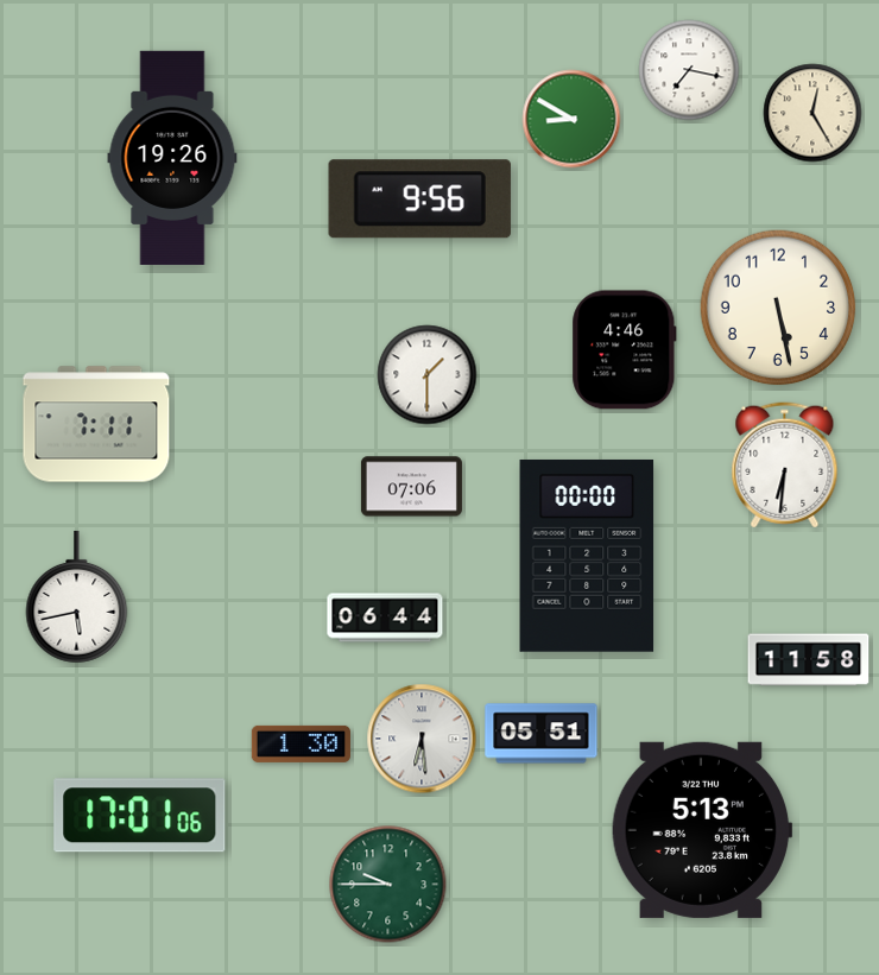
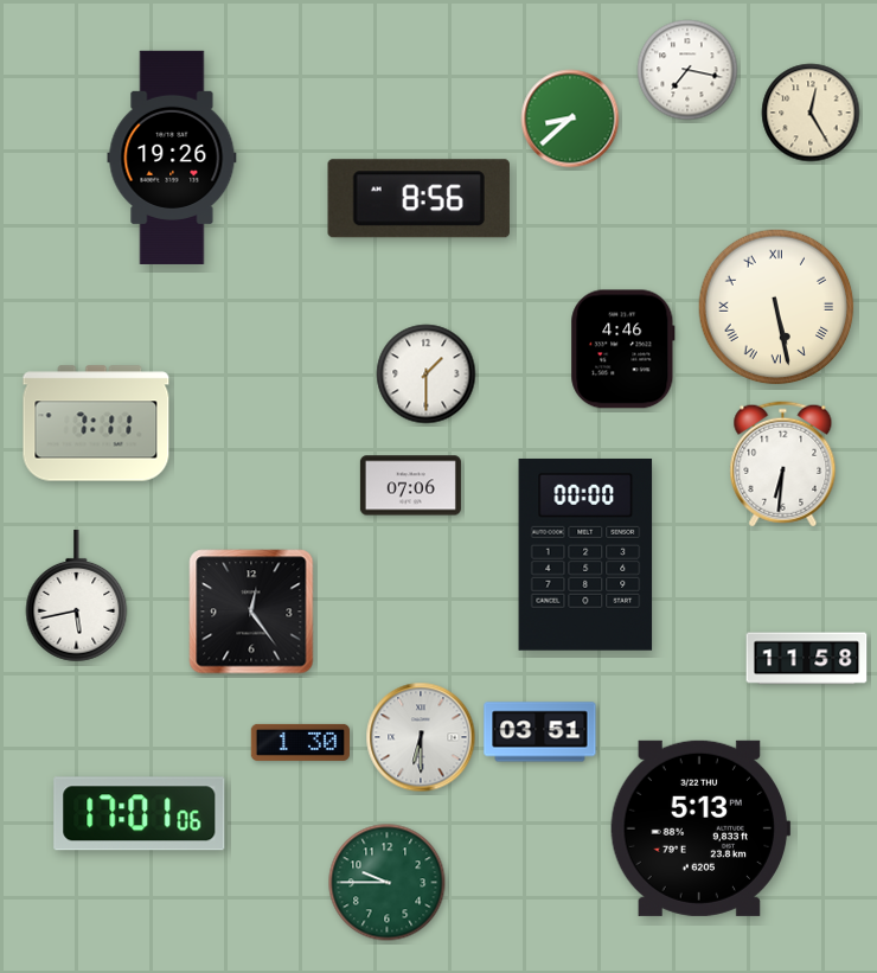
clock at (571, 119): 8:50 -> 8:38
clock at (419, 200): 9:56 -> 8:56
clock at (778, 308) numerals: Arabic -> Roman
clock at (251, 612): none -> 12:24
clock at (385, 618): 06:44 -> none
clock at (542, 734): 05:51 -> 03:51
clock at (422, 739): 6:29 -> 6:30
